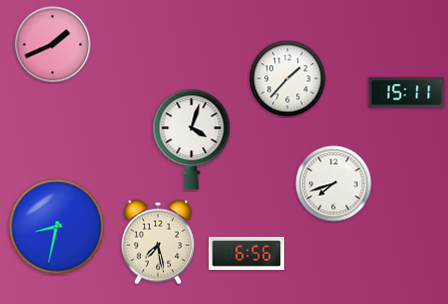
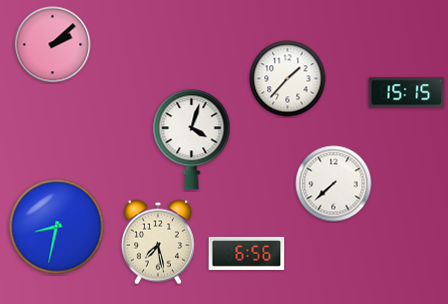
clock at (53, 45): 1:41 -> 2:08
clock at (407, 93): 15:11 -> 15:15
clock at (334, 184): 7:42 -> 7:38
